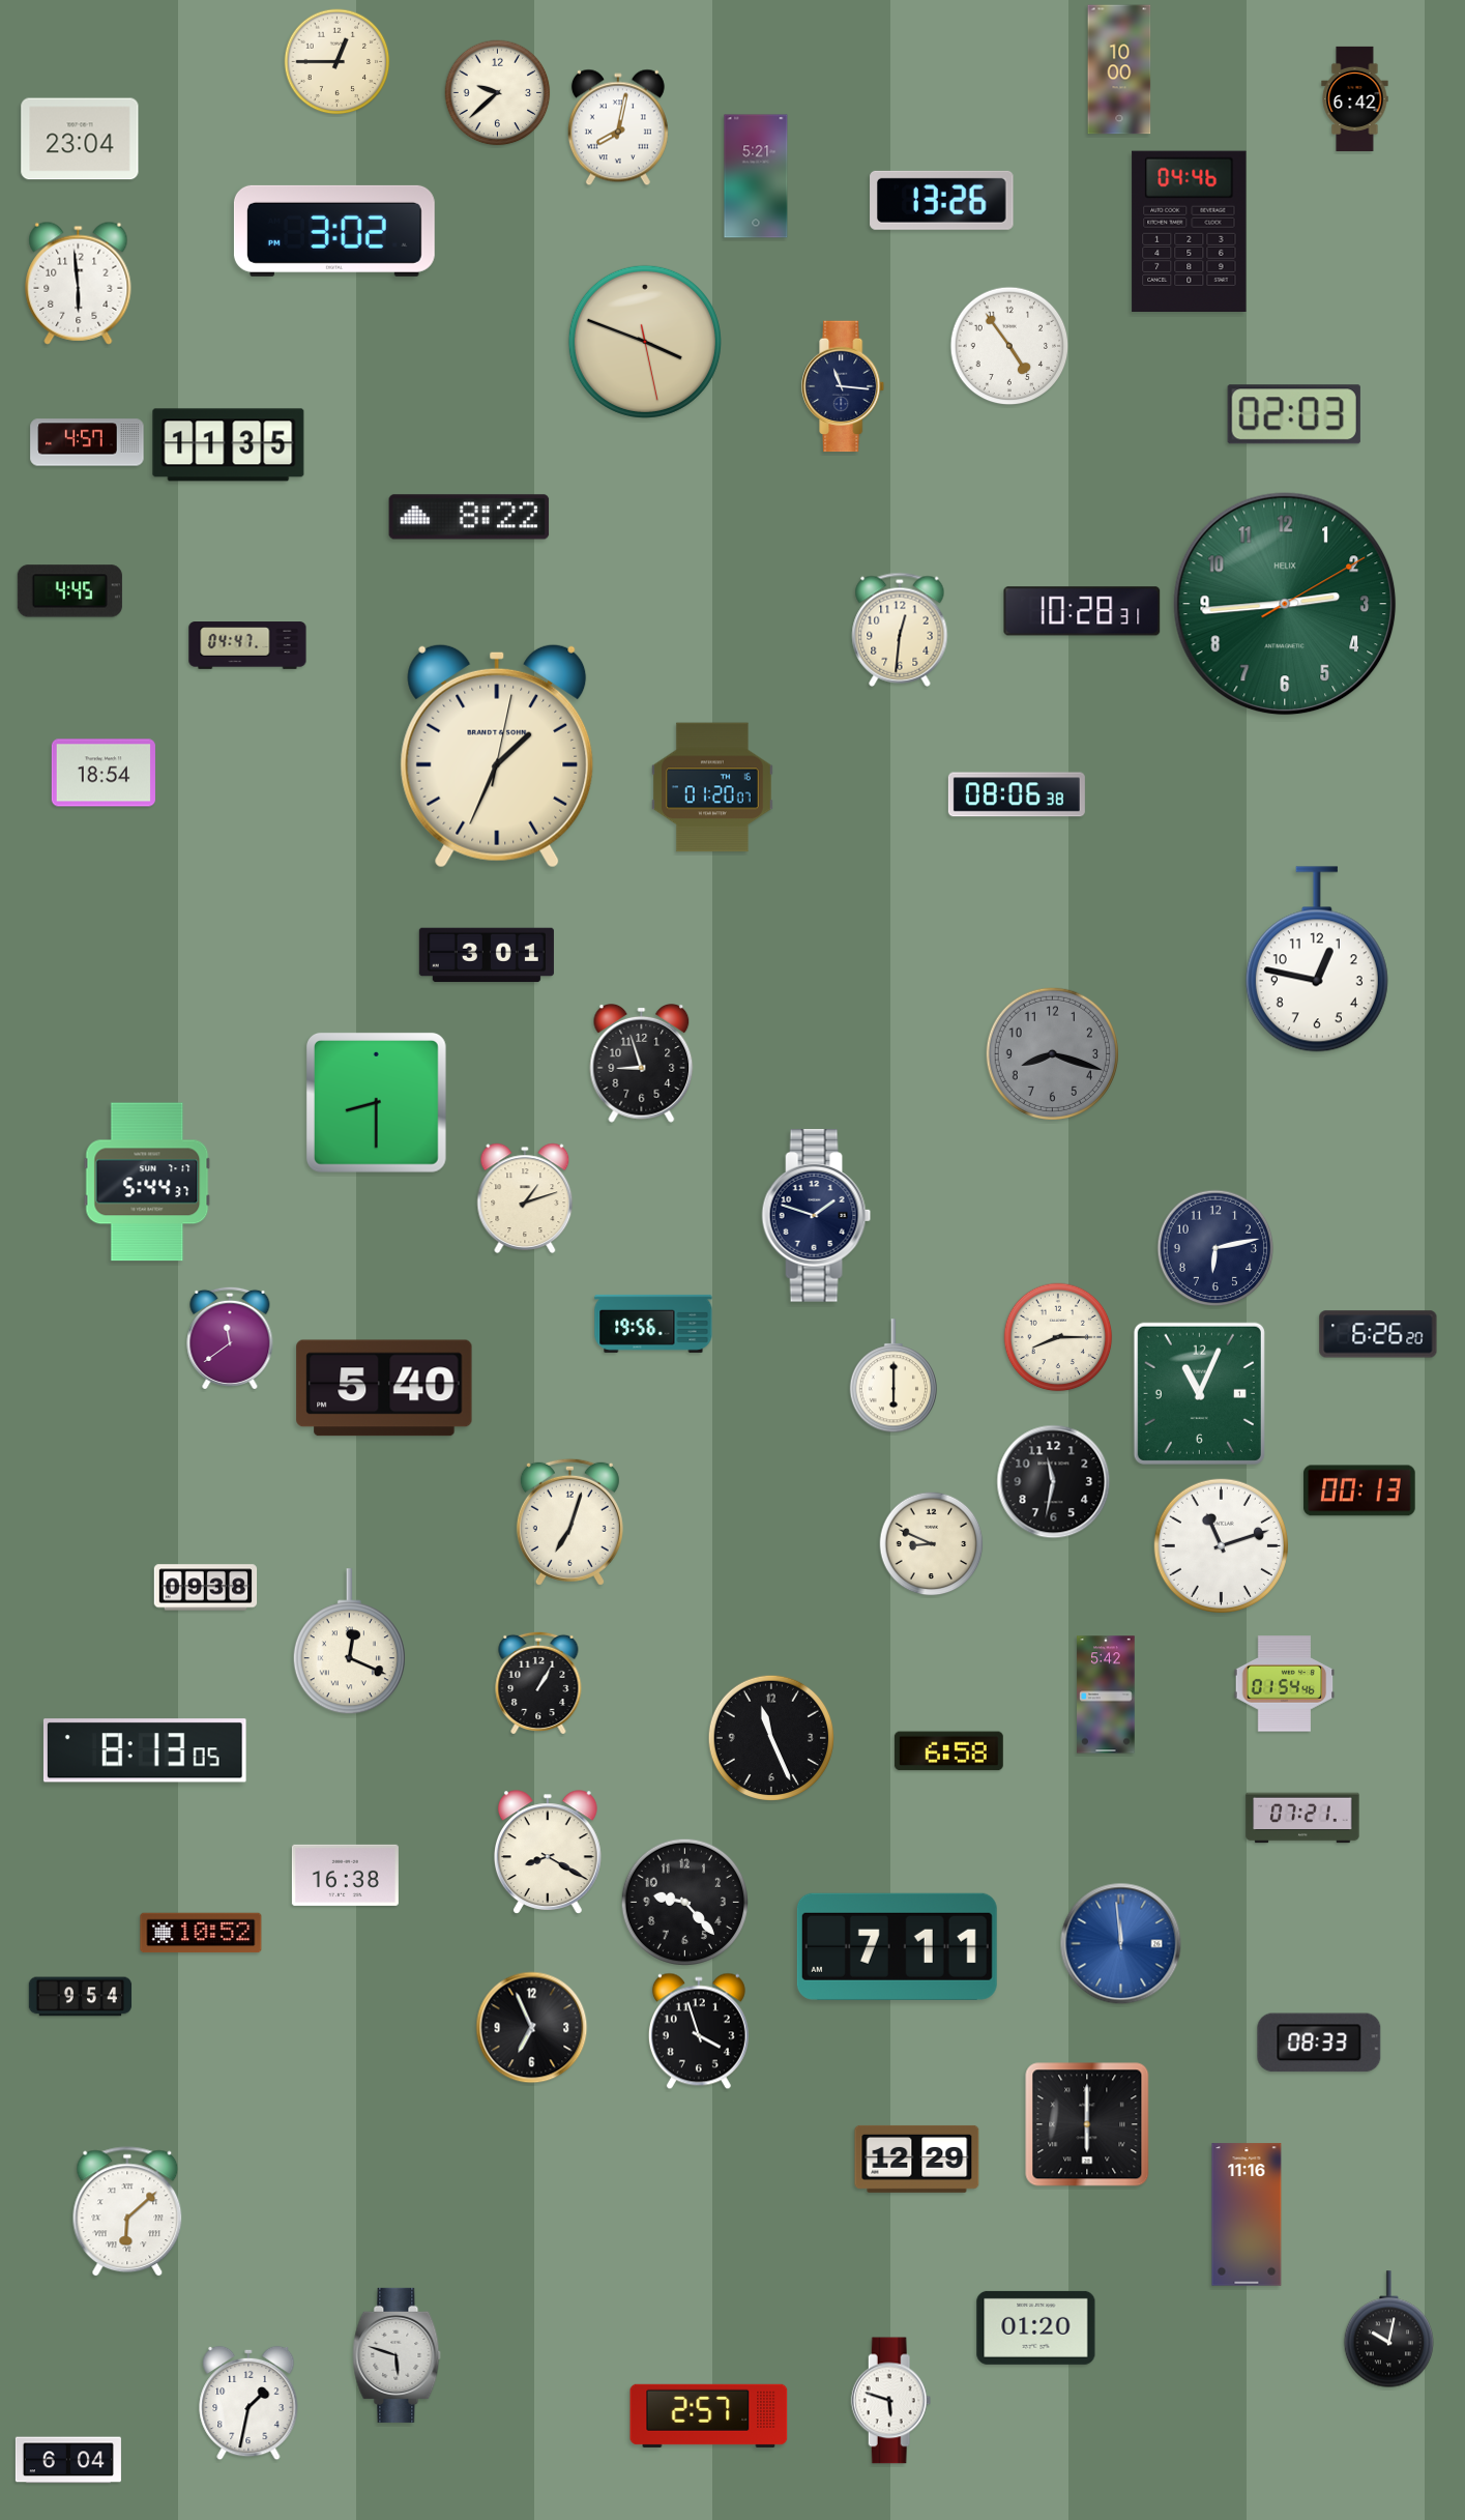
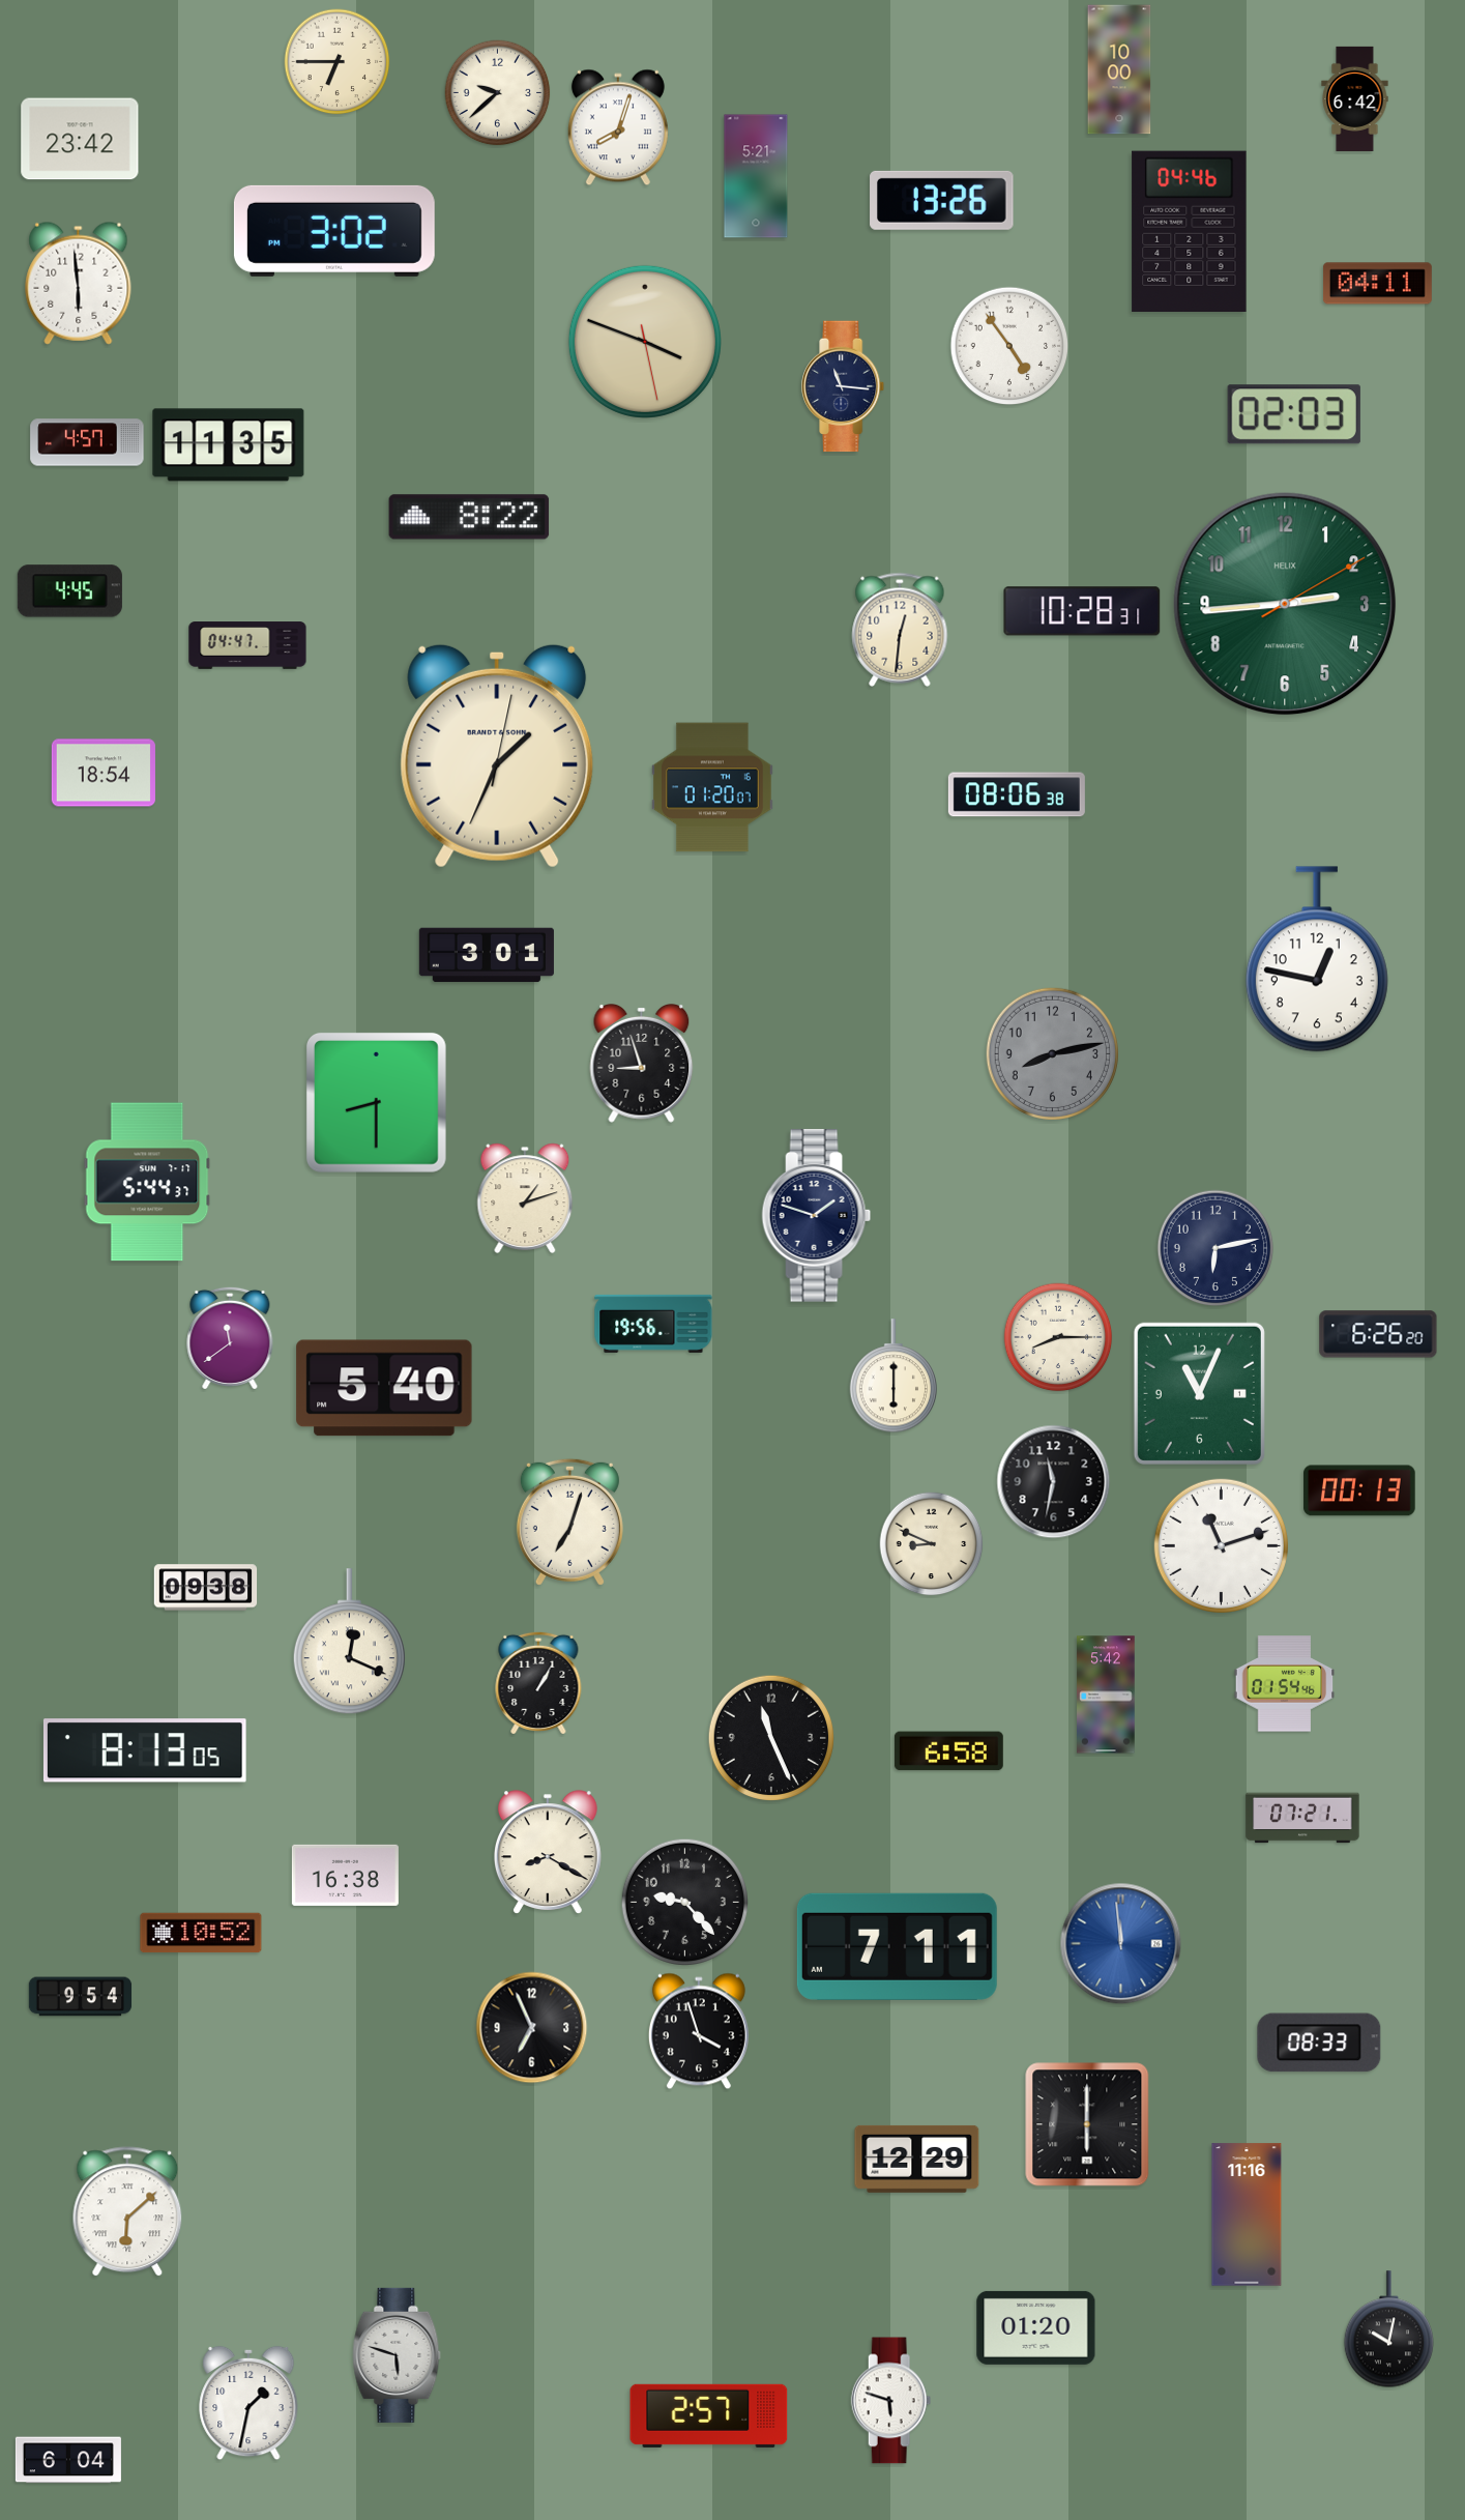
clock at (338, 62): 12:45 -> 6:45
clock at (618, 127): 8:02 -> 8:03
clock at (80, 139): 23:04 -> 23:42
clock at (1377, 284): none -> 04:11
clock at (1052, 1053): 8:18 -> 8:13
